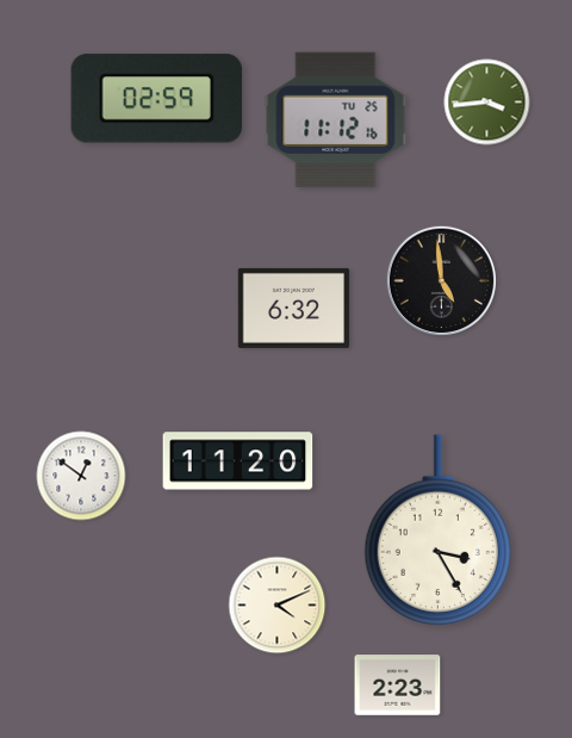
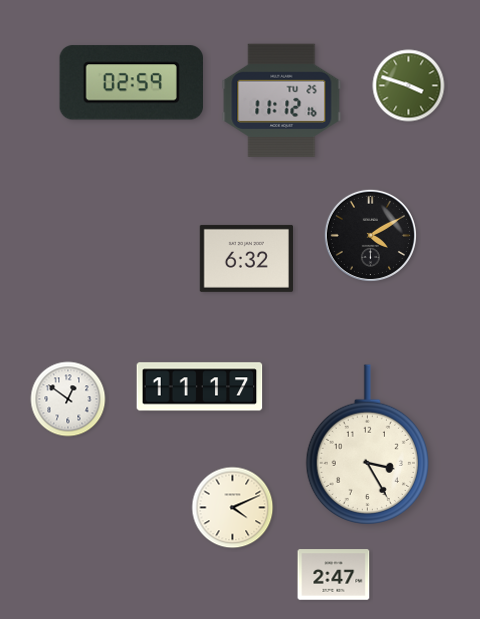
clock at (487, 103): 3:44 -> 3:48
clock at (441, 280): 4:59 -> 4:10
clock at (238, 461): 11:20 -> 11:17
clock at (398, 686): 2:23 -> 2:47
